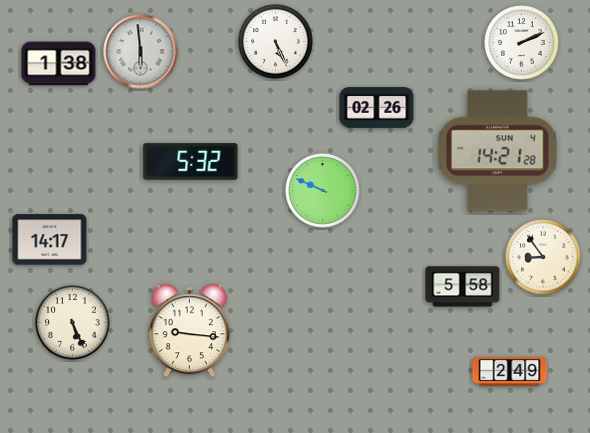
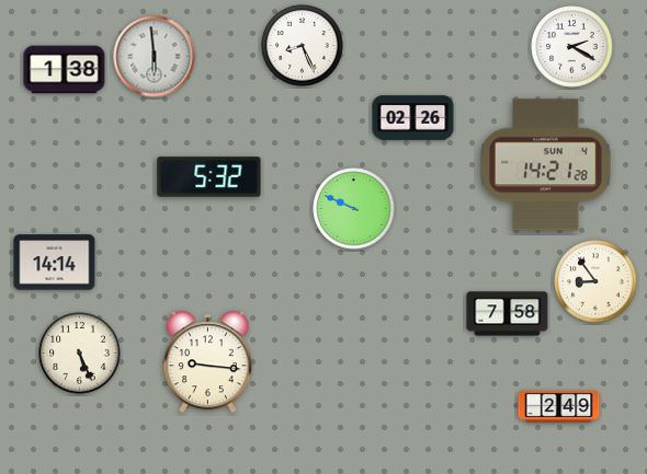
clock at (276, 42): 5:26 -> 8:26
clock at (522, 43): 2:11 -> 2:20
clock at (50, 240): 14:17 -> 14:14
clock at (463, 287): 5:58 -> 7:58
